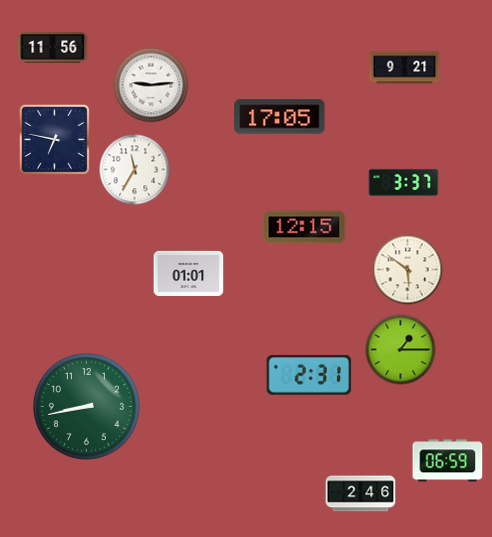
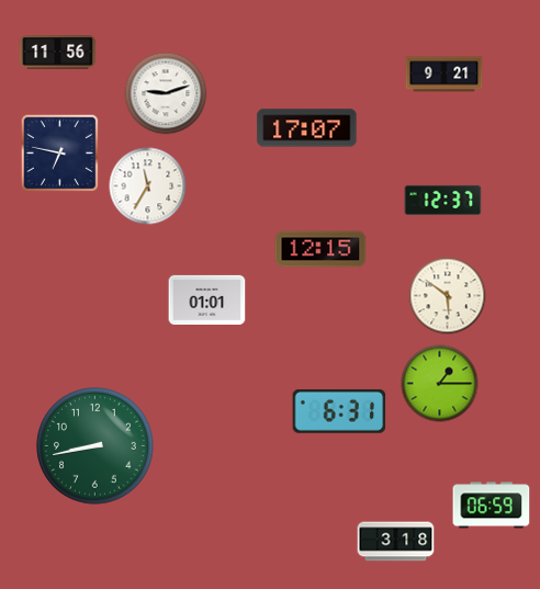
clock at (151, 85): 9:14 -> 9:12
clock at (280, 117): 17:05 -> 17:07
clock at (404, 182): 3:37 -> 12:37
clock at (304, 227) position: (304, 227) -> (320, 249)
clock at (309, 375): 2:31 -> 6:31
clock at (361, 494): 2:46 -> 3:18
